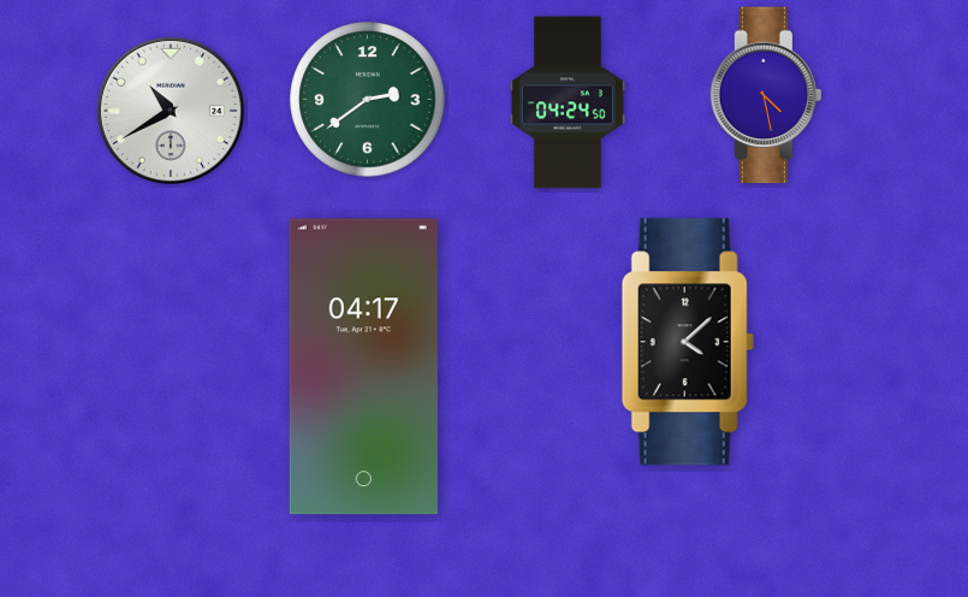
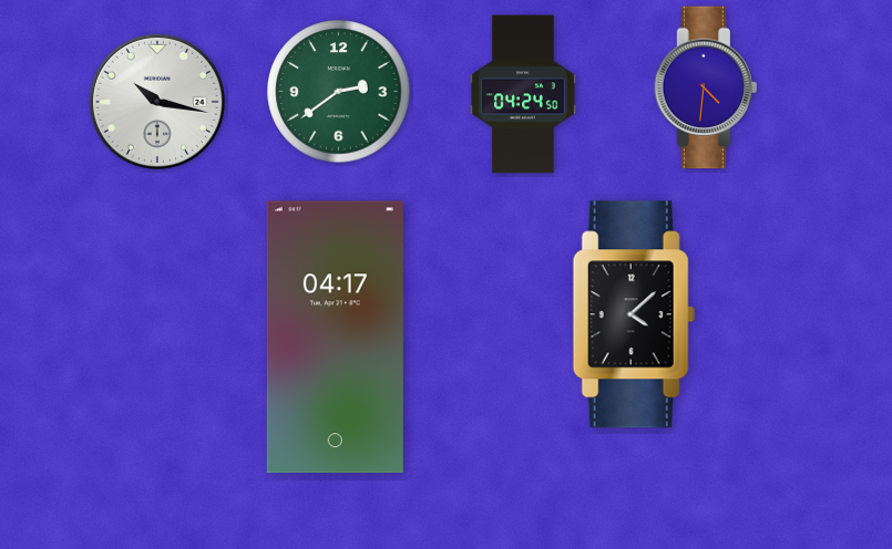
clock at (765, 95): 4:28 -> 4:31
clock at (171, 111): 10:40 -> 10:17
